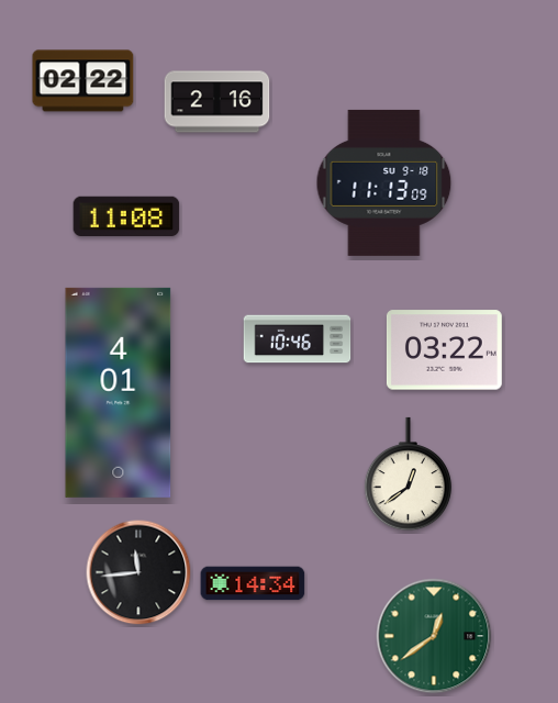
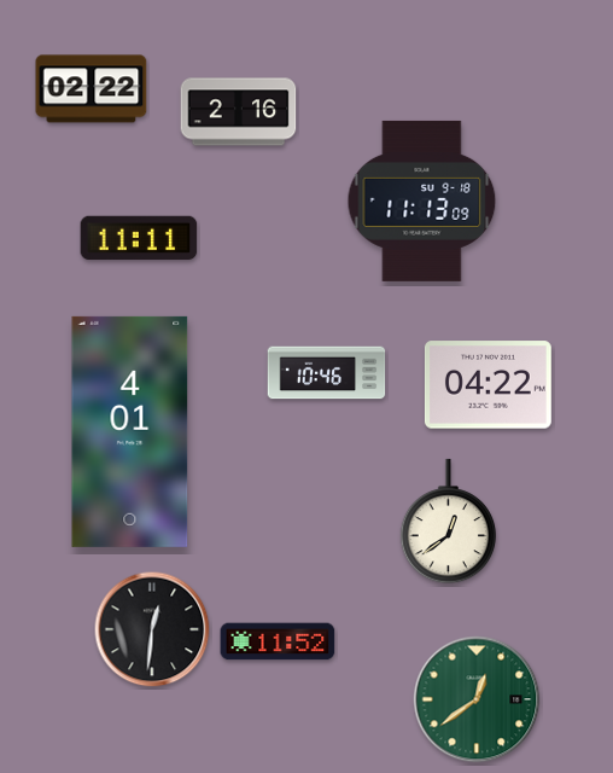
clock at (126, 216): 11:08 -> 11:11
clock at (444, 350): 03:22 -> 04:22
clock at (138, 572): 11:44 -> 12:31
clock at (253, 583): 14:34 -> 11:52
